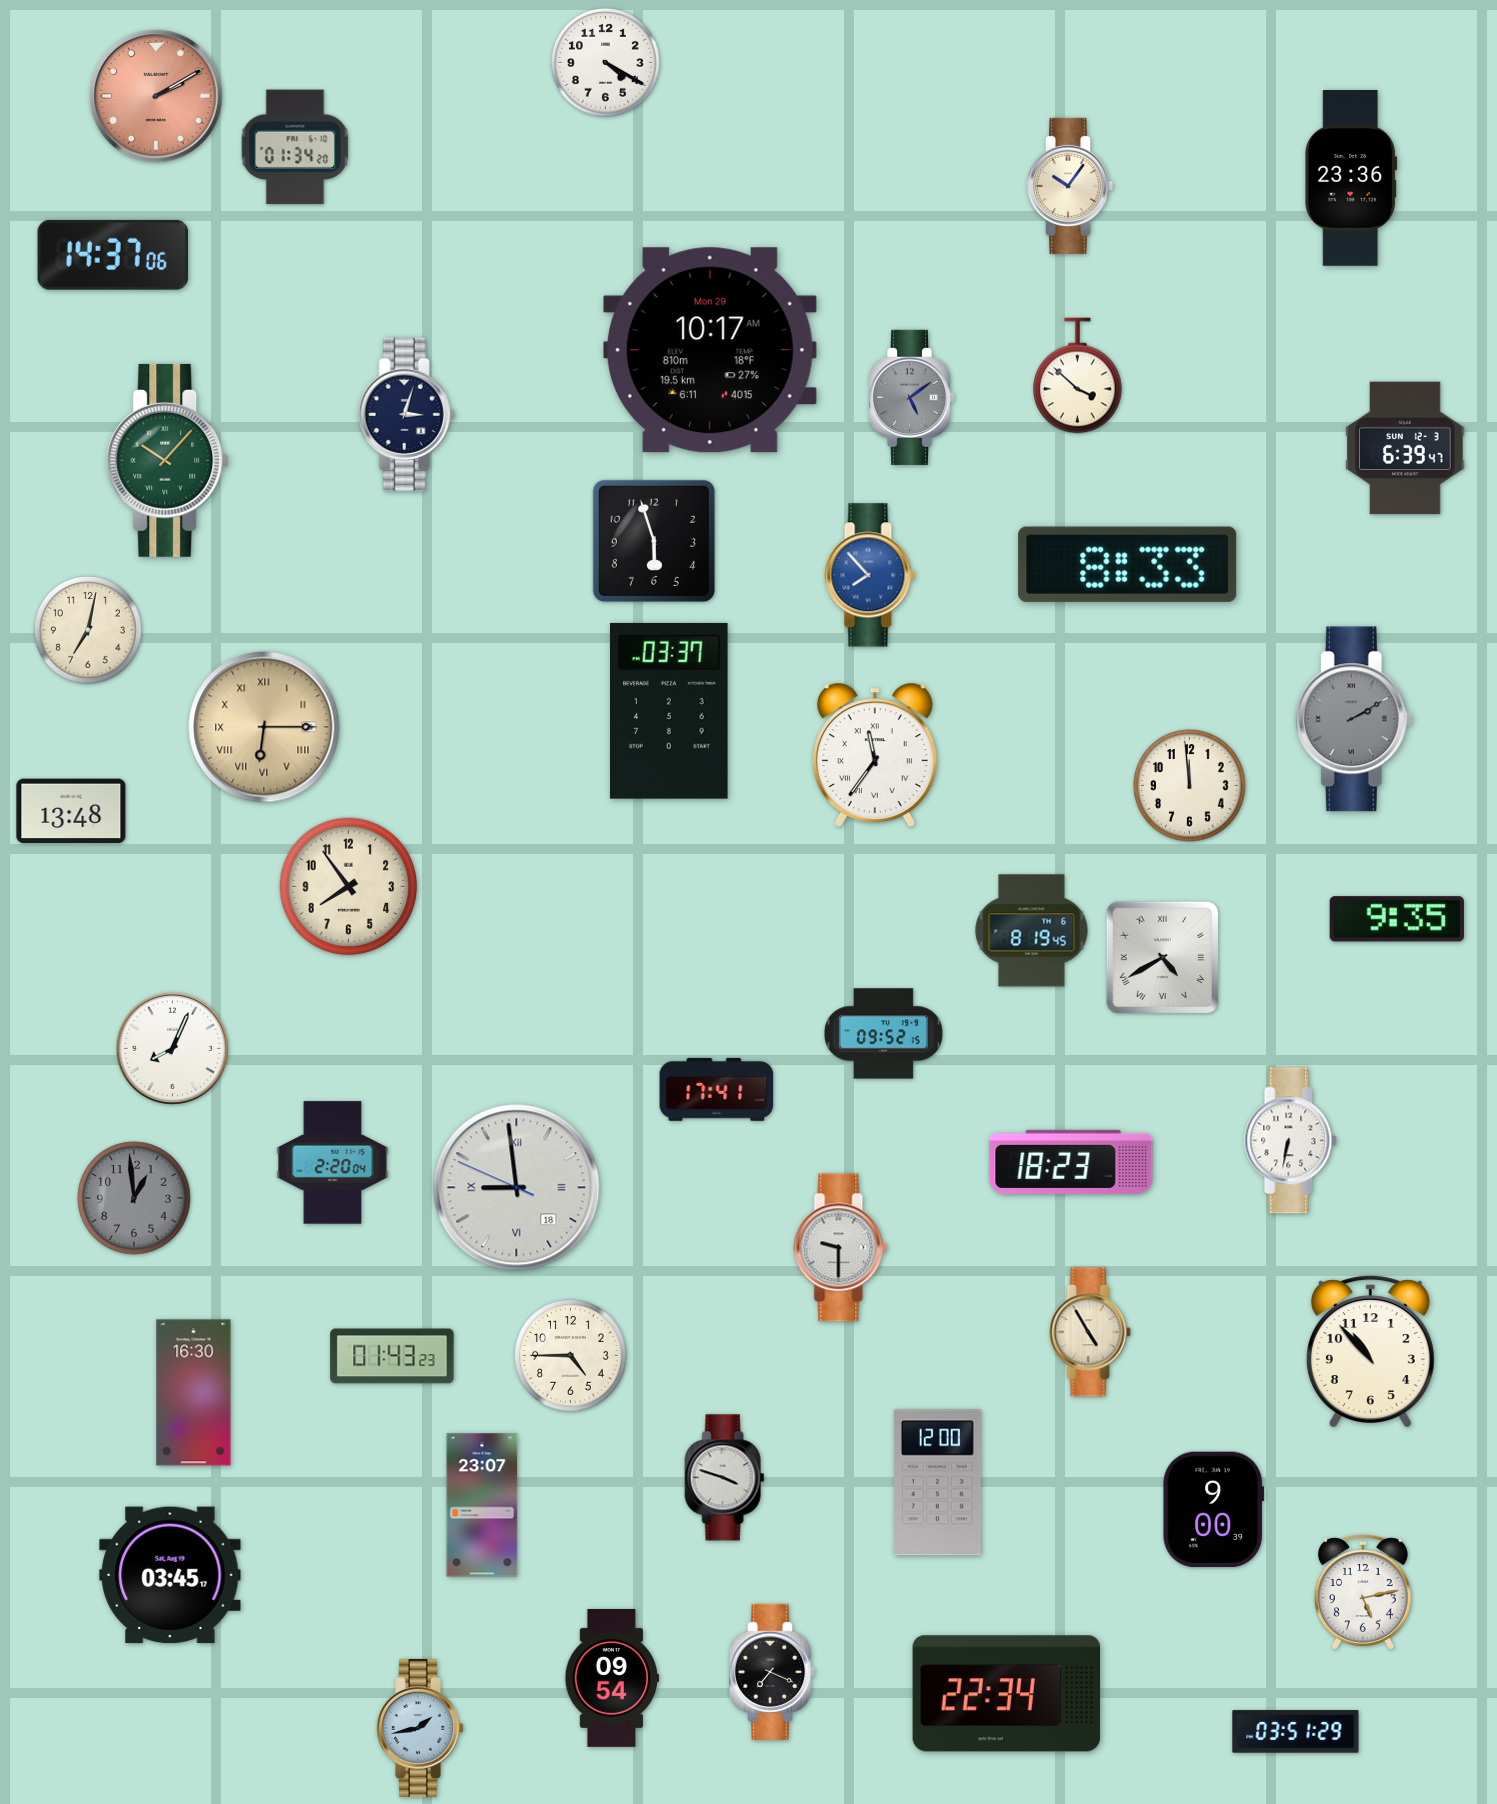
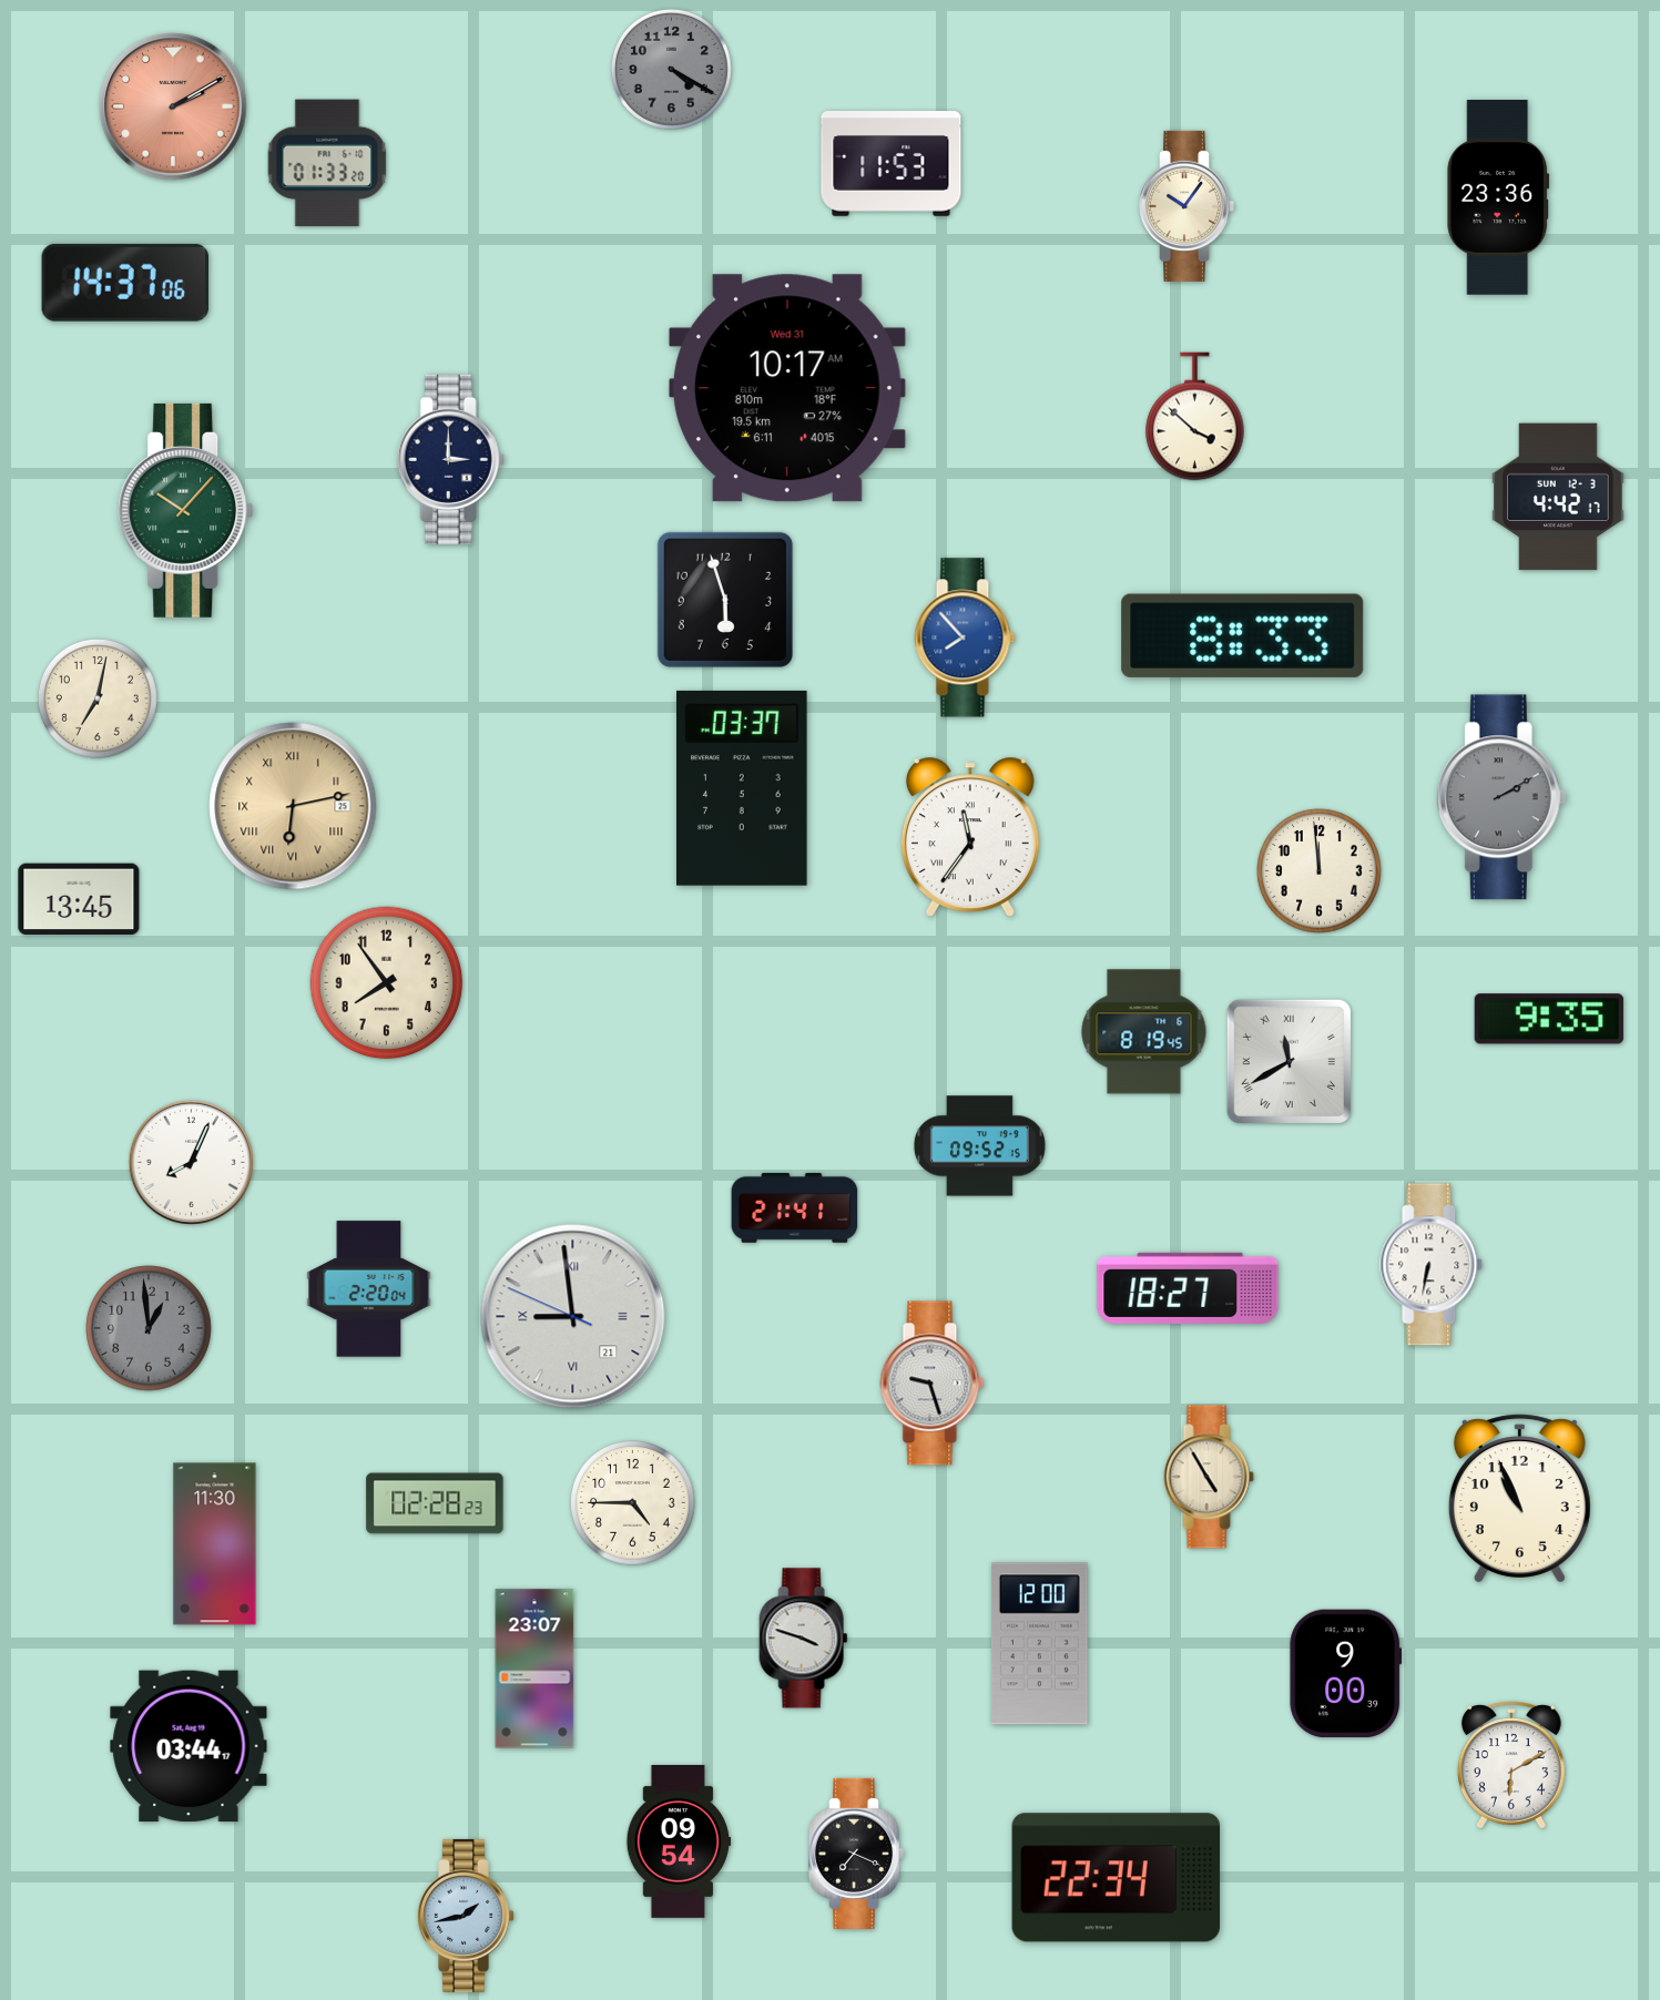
clock at (605, 62) dial: white -> grey
clock at (295, 147): 01:34 -> 01:33
clock at (892, 164): none -> 11:53
clock at (710, 350) date: Mon 29 -> Wed 31
clock at (911, 397): 5:09 -> none
clock at (406, 414): 3:03 -> 3:00
clock at (1405, 448): 6:39 -> 4:42
clock at (1128, 564) position: (1128, 564) -> (1243, 635)
clock at (264, 727): 6:15 -> 6:13
clock at (71, 811): 13:48 -> 13:45
clock at (1162, 957): 4:40 -> 11:40
clock at (717, 1089): 17:41 -> 21:41
clock at (1071, 1162): 18:23 -> 18:27
clock at (517, 1188) date: 18 -> 21
clock at (841, 1248): 9:30 -> 9:27
clock at (1370, 1352): 10:53 -> 10:56
clock at (392, 1356): 01:43 -> 02:28
clock at (194, 1393): 16:30 -> 11:30
clock at (170, 1575): 03:45 -> 03:44
clock at (1363, 1592): 5:13 -> 6:10
clock at (612, 1678) position: (612, 1678) -> (679, 1841)
clock at (1296, 1732): 03:51 -> none
